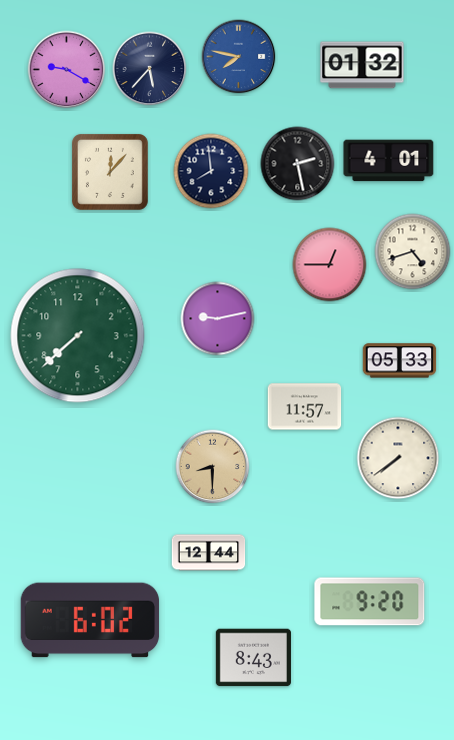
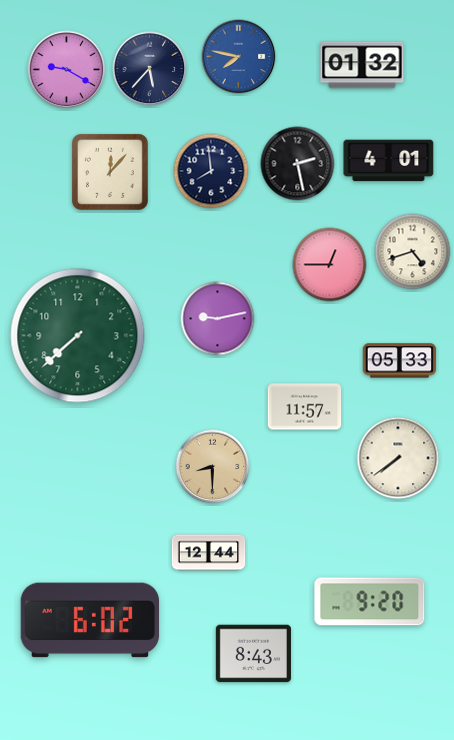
clock at (253, 658) position: (253, 658) -> (253, 654)
